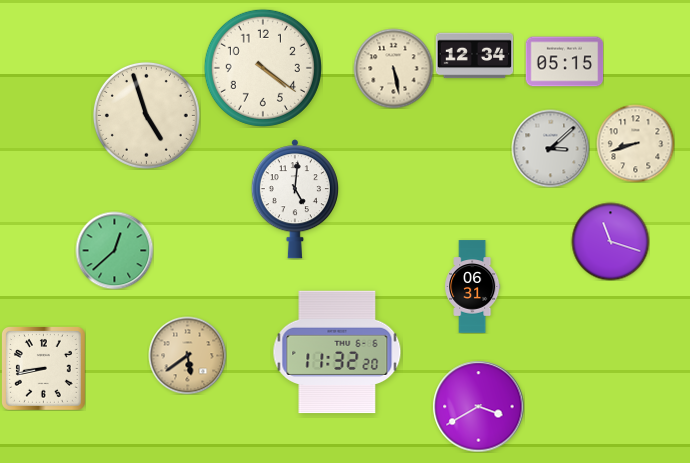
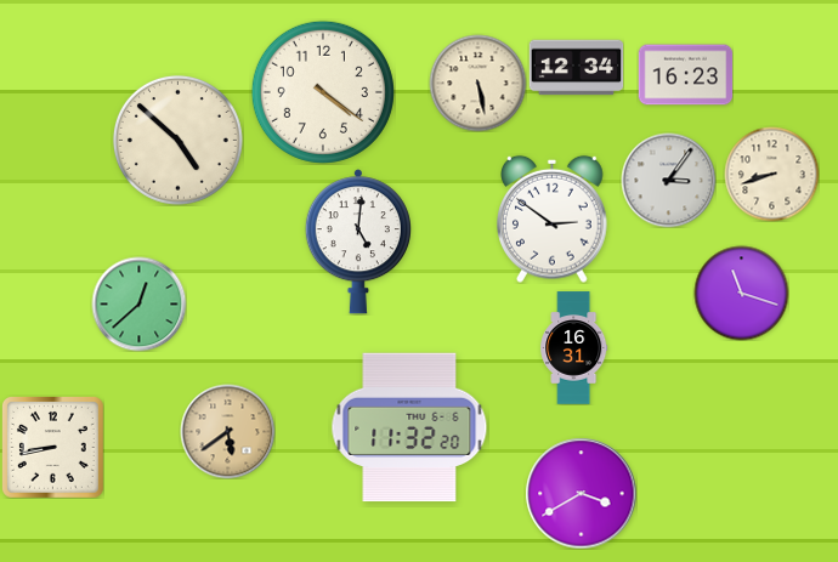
clock at (564, 62): 05:15 -> 16:23
clock at (263, 68) position: (263, 68) -> (323, 92)
clock at (146, 115): 4:57 -> 4:52
clock at (550, 148): 3:08 -> 3:06
clock at (553, 218): none -> 2:51
clock at (473, 287): 06:31 -> 16:31
